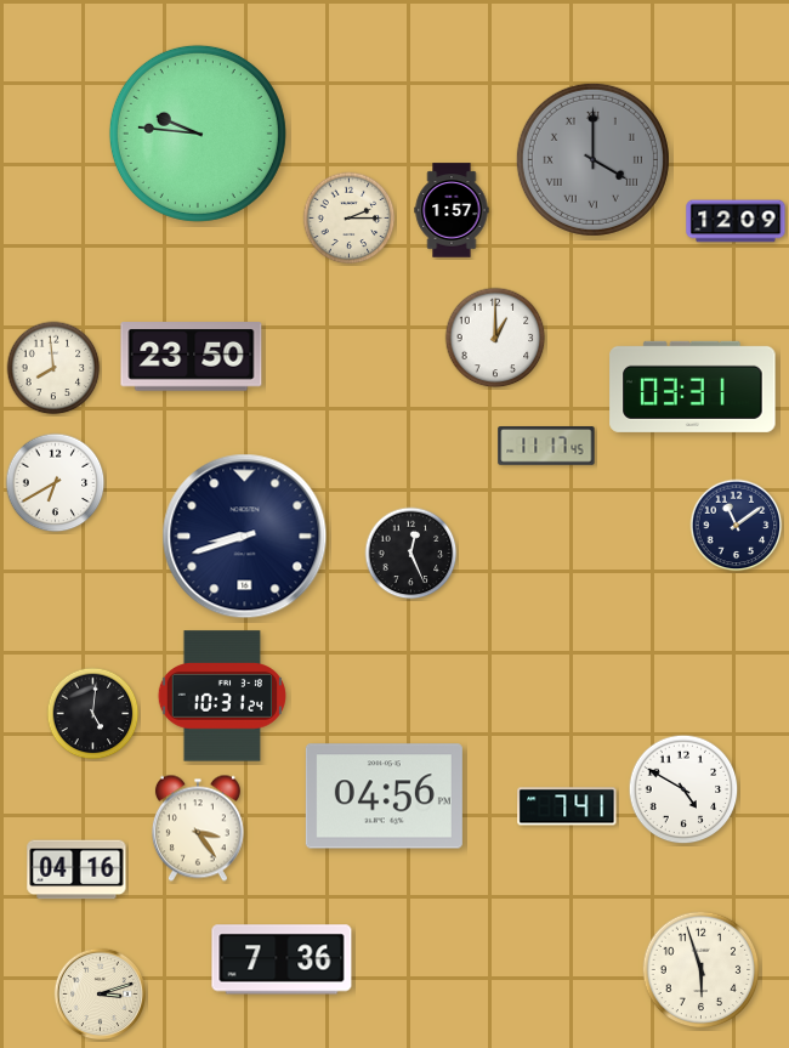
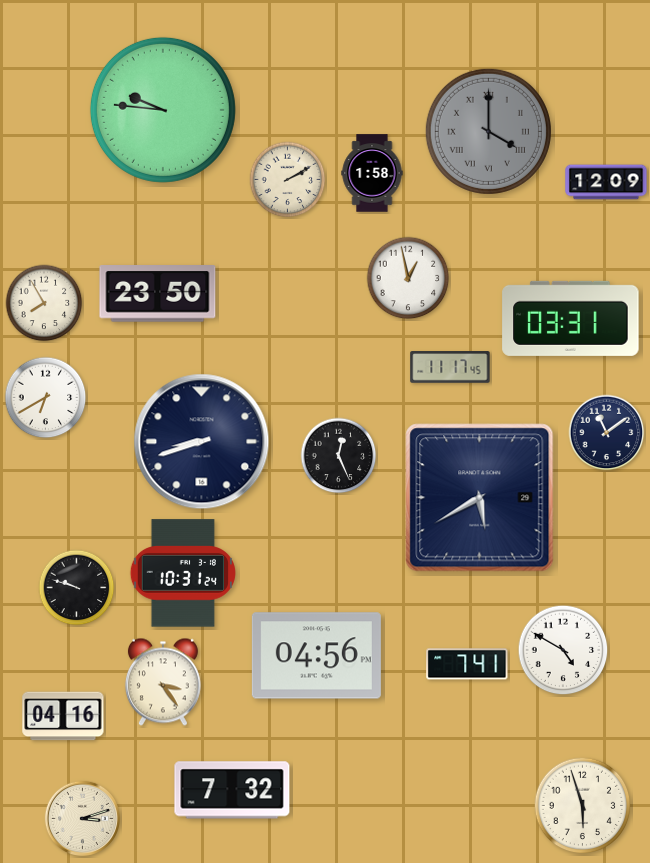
clock at (452, 210): 1:57 -> 1:58
clock at (350, 219): 2:15 -> 2:10
clock at (495, 338): 1:00 -> 12:58
clock at (53, 368): 7:59 -> 7:55
clock at (480, 498): none -> 5:40
clock at (93, 714): 5:01 -> 9:48
clock at (282, 959): 7:36 -> 7:32
clock at (702, 970) position: (702, 970) -> (583, 806)
